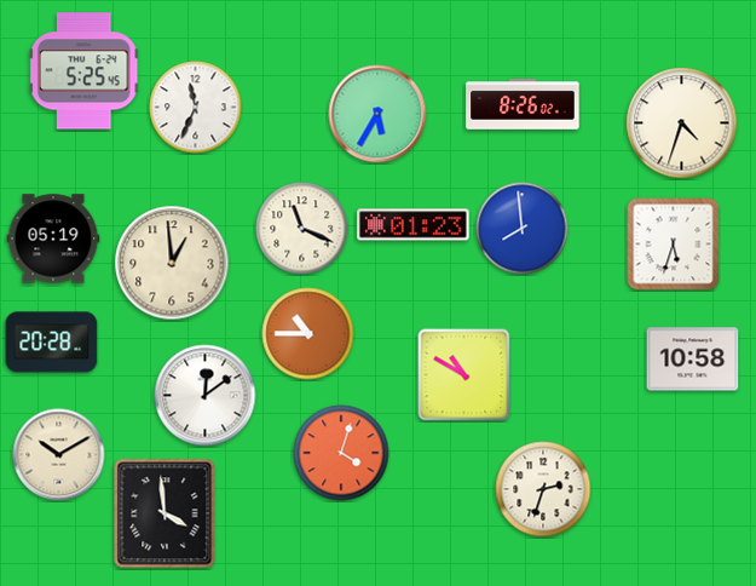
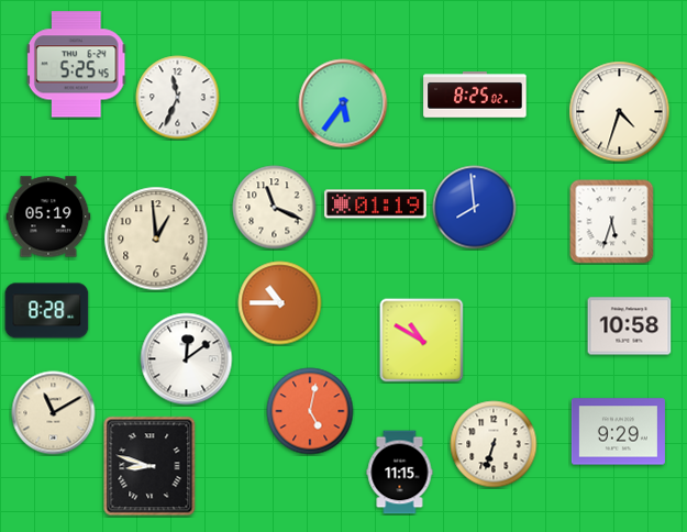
clock at (523, 104): 8:26 -> 8:25
clock at (377, 114): 5:35 -> 5:36
clock at (414, 225): 01:23 -> 01:19
clock at (52, 343): 20:28 -> 8:28
clock at (341, 453): 4:03 -> 5:02
clock at (59, 455): 10:10 -> 11:10
clock at (618, 432): none -> 9:29
clock at (543, 489): 2:33 -> 6:33
clock at (165, 513): 3:59 -> 8:48
clock at (400, 473): none -> 11:15
